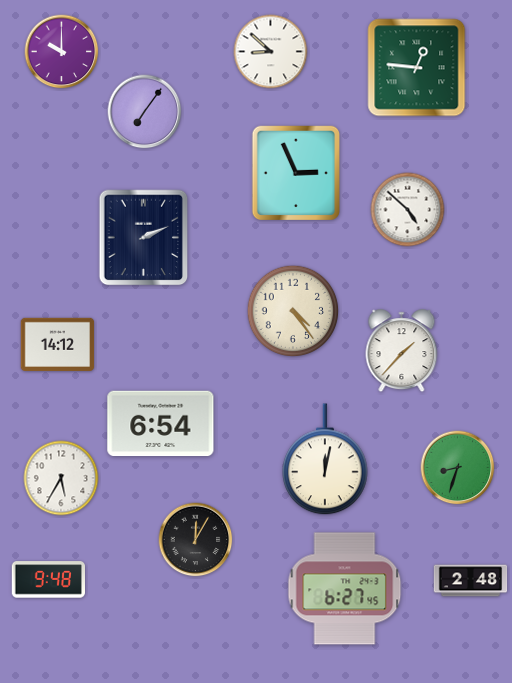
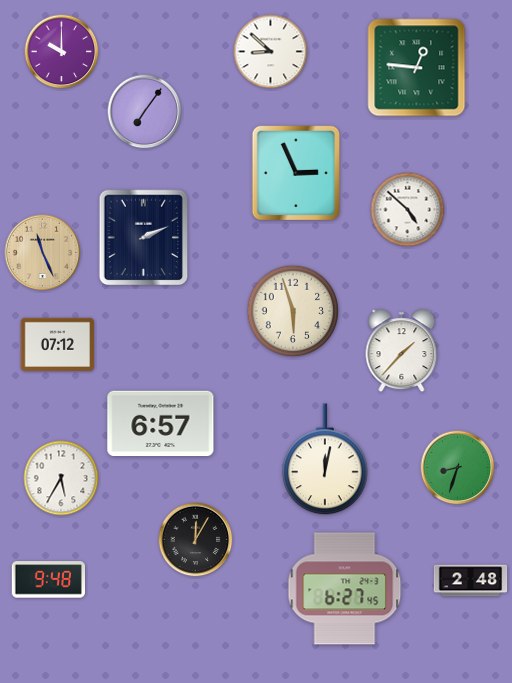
clock at (43, 253): none -> 11:26
clock at (293, 311): 4:24 -> 5:57
clock at (58, 344): 14:12 -> 07:12
clock at (161, 424): 6:54 -> 6:57
